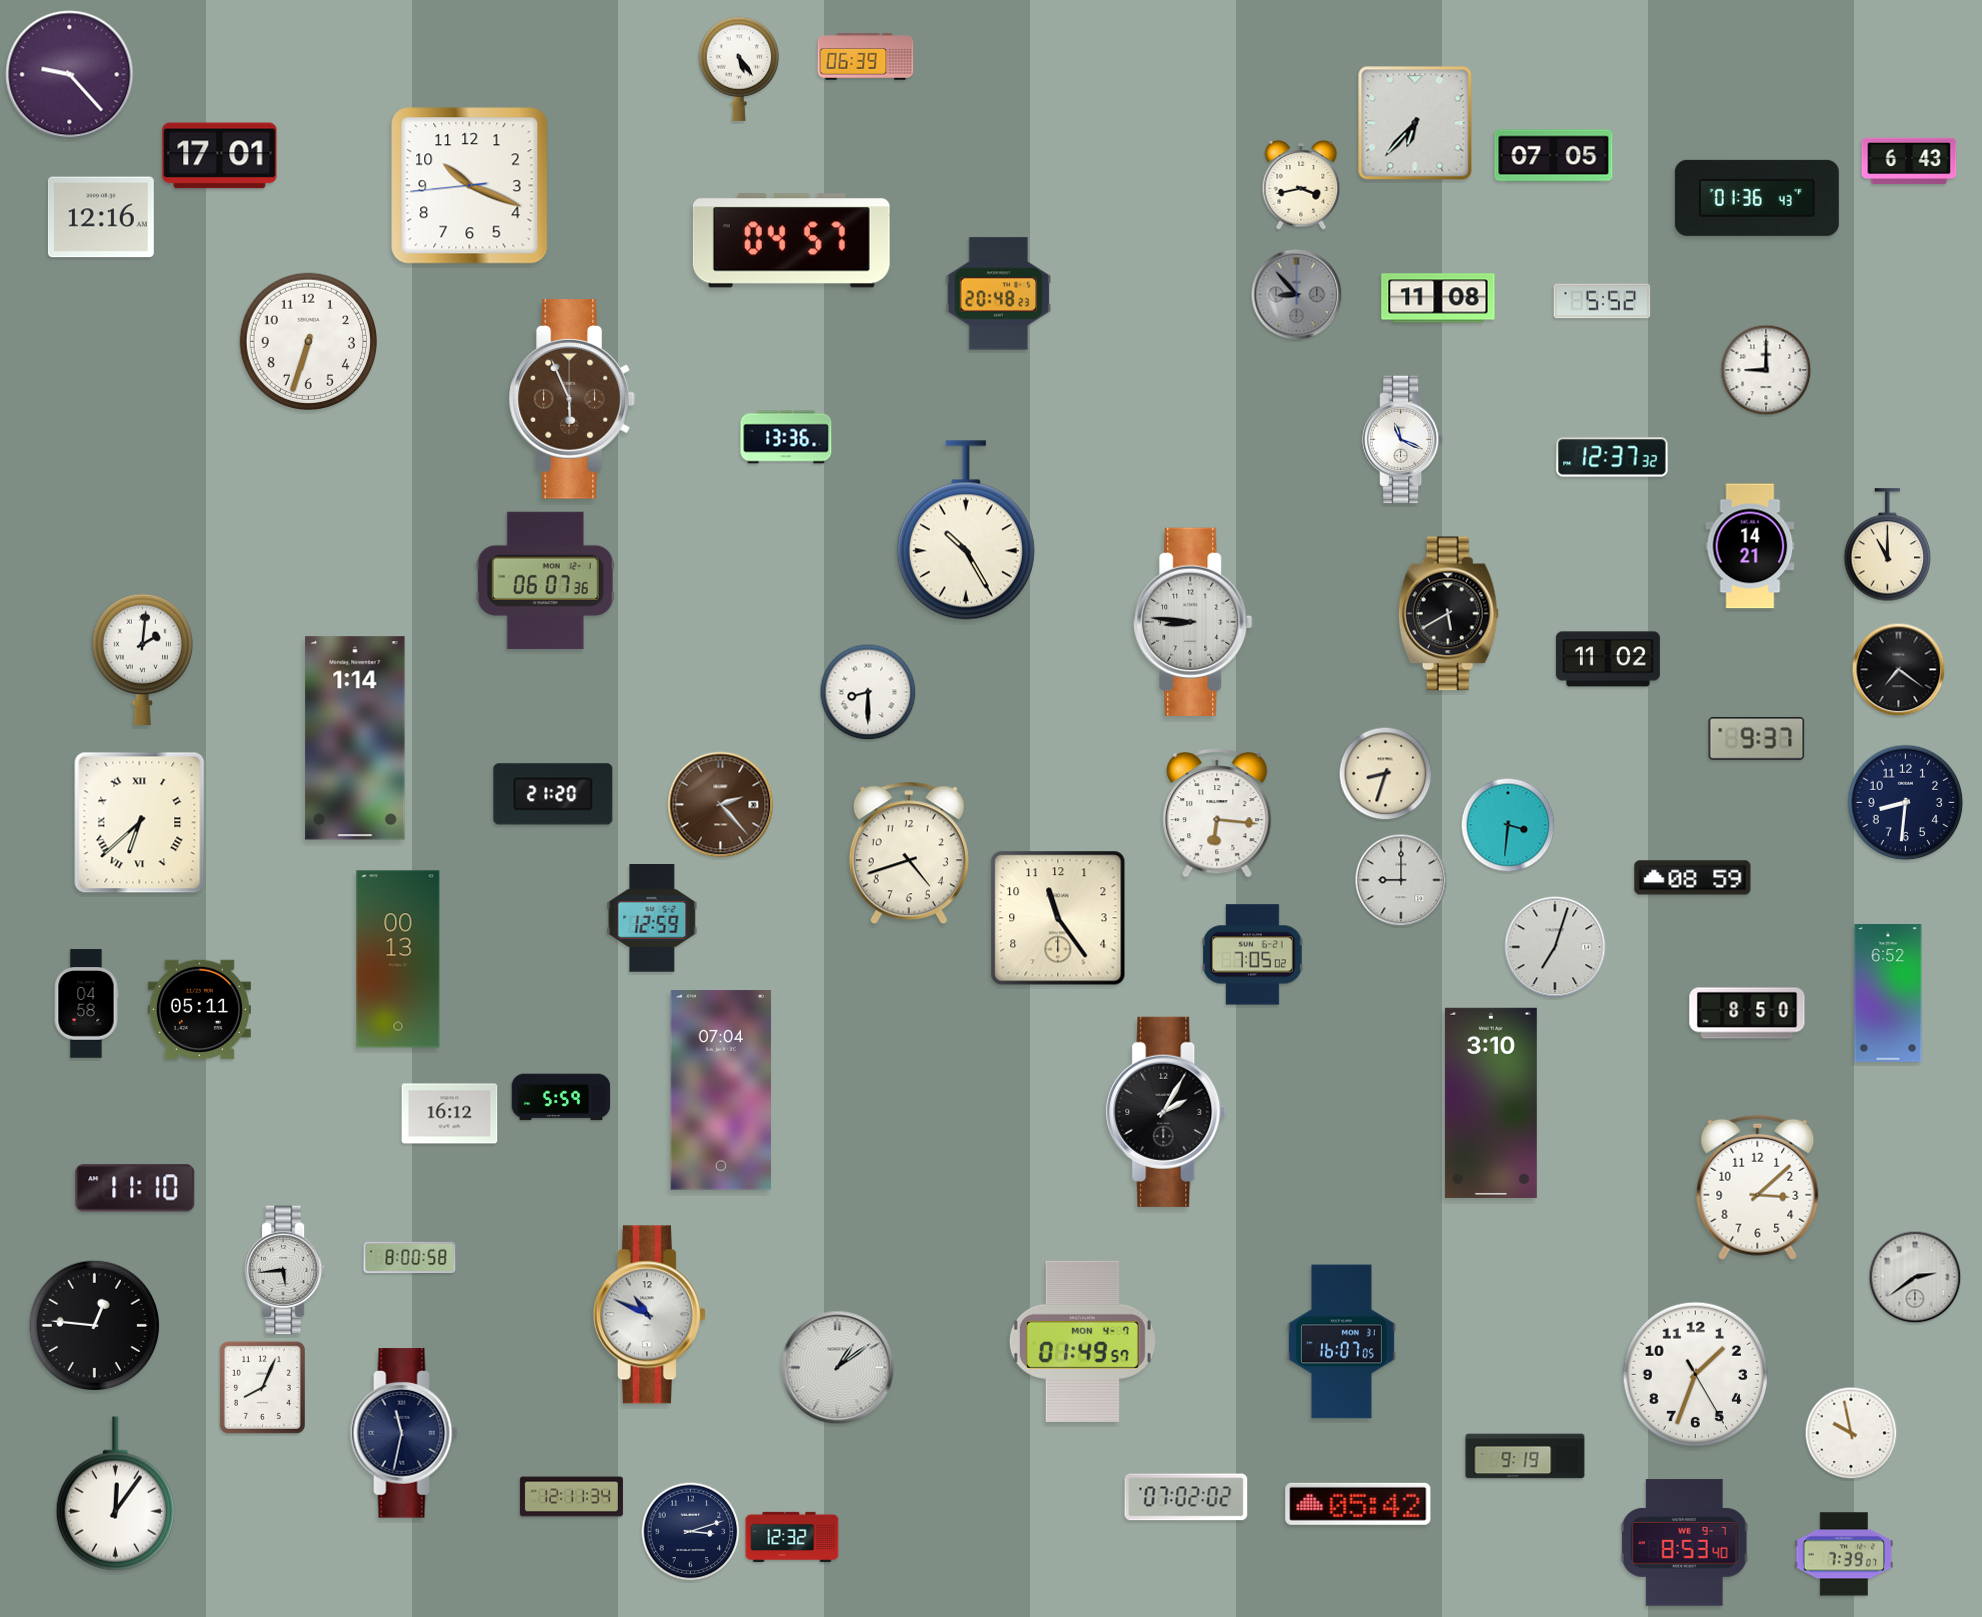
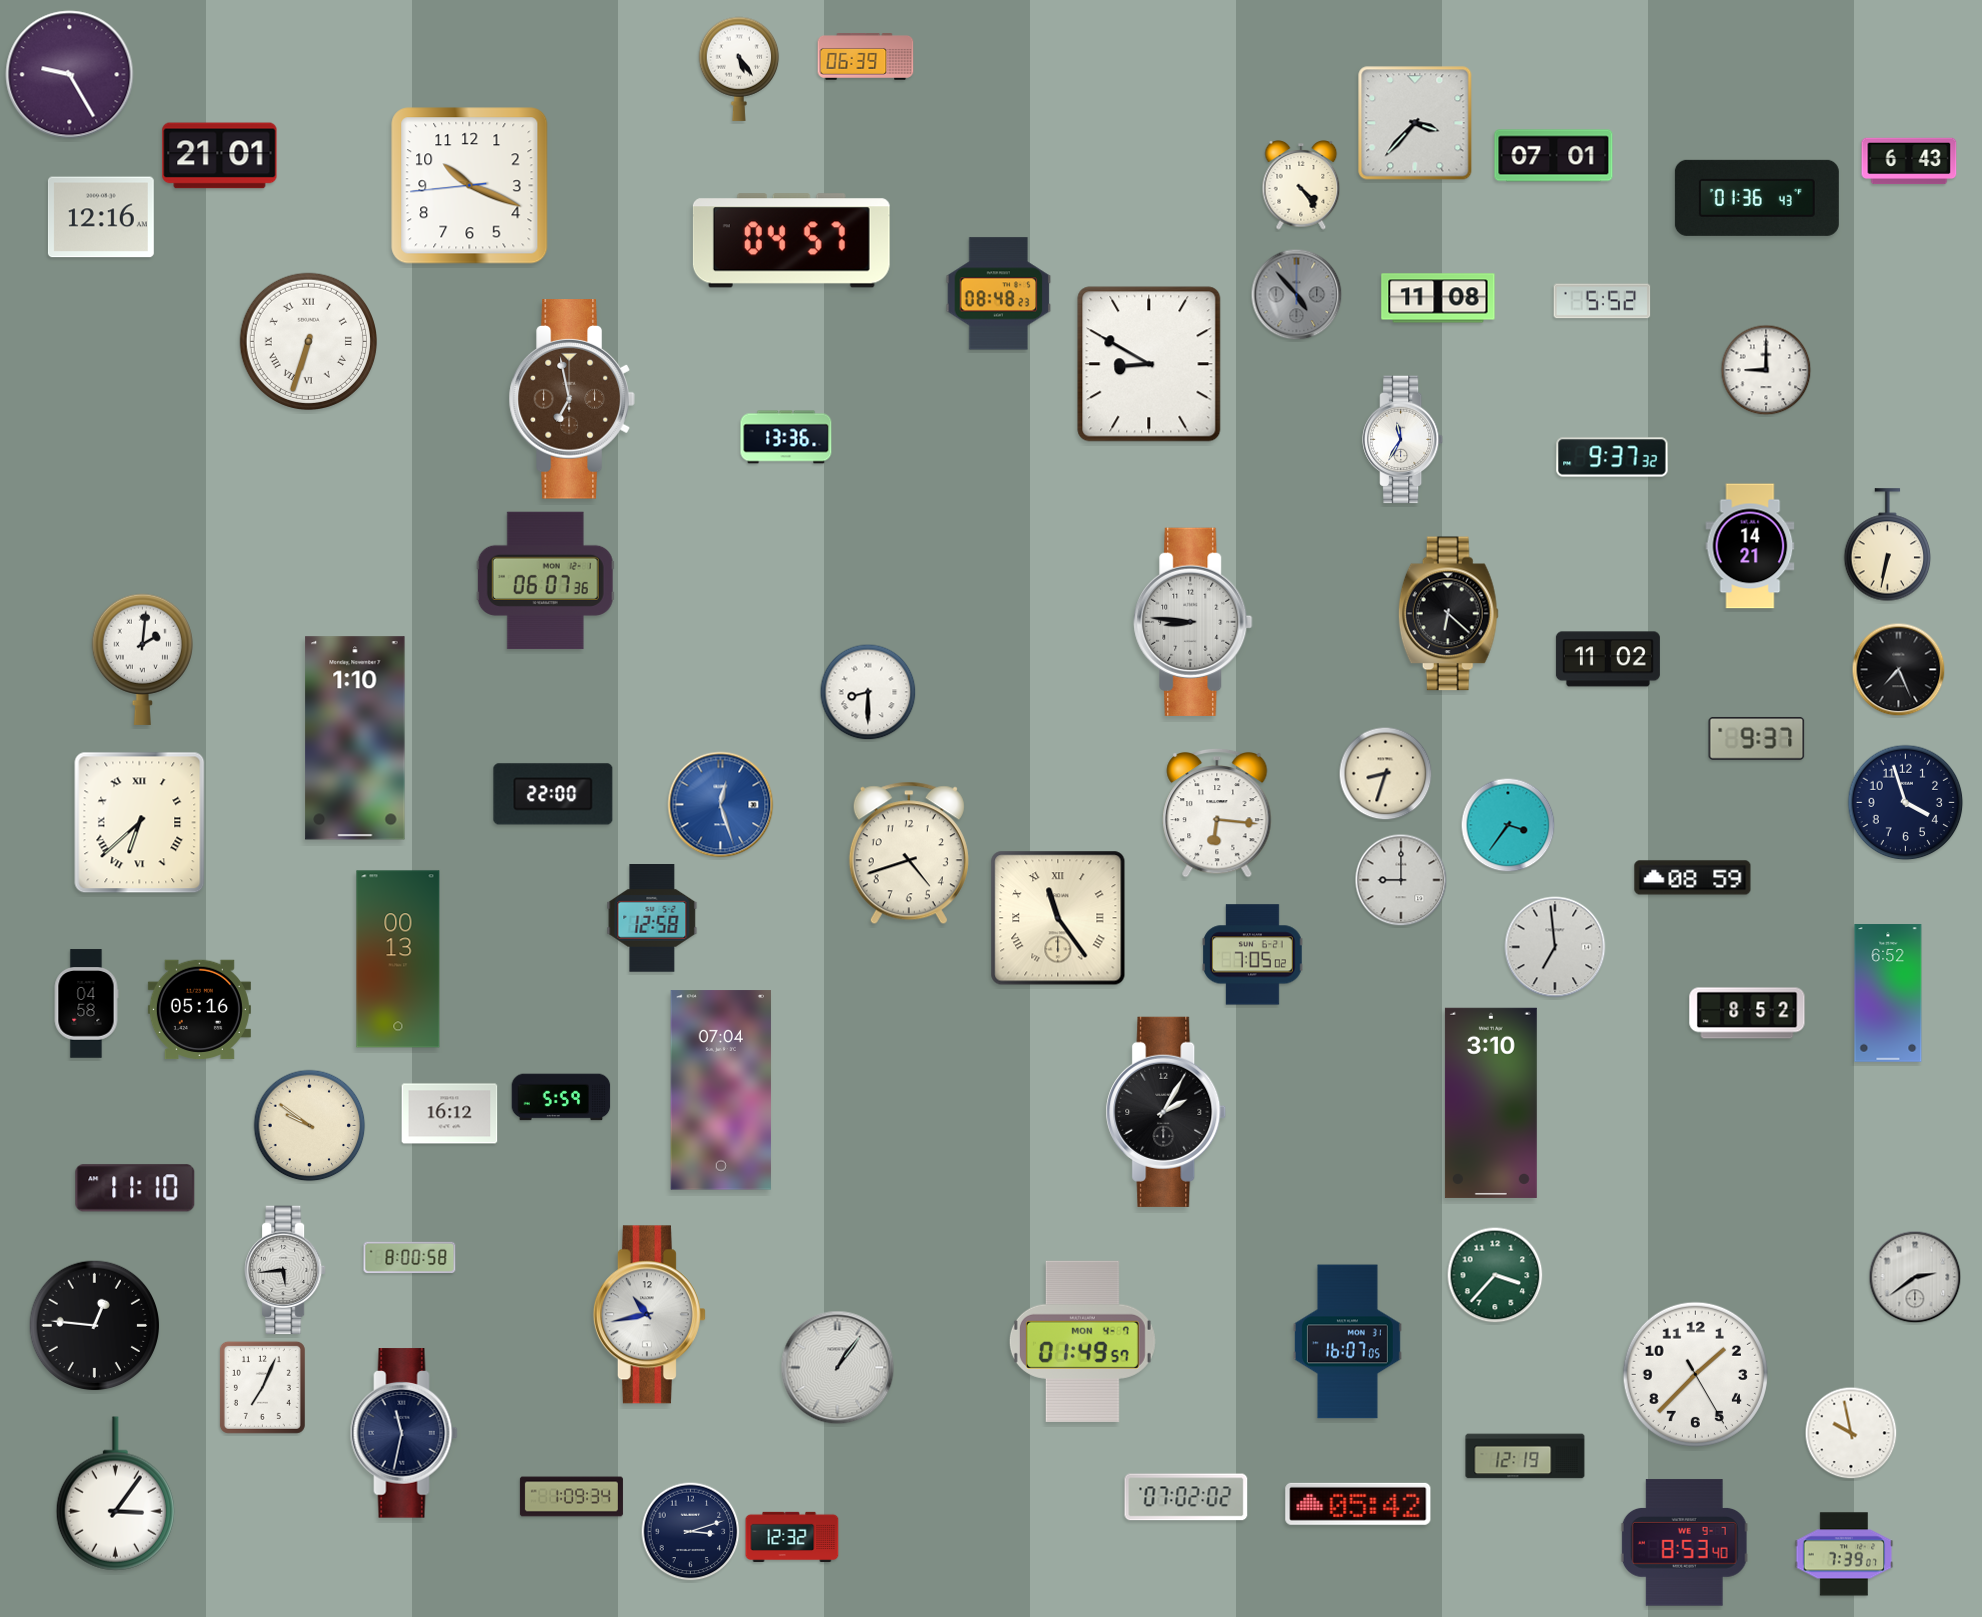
clock at (70, 75): 9:23 -> 9:25
clock at (1415, 123): 6:37 -> 3:37
clock at (220, 156): 17:01 -> 21:01
clock at (1554, 156): 07:05 -> 07:01
clock at (1301, 185): 3:43 -> 4:24
clock at (999, 294): 20:48 -> 08:48
clock at (1297, 295): 8:53 -> 4:53
clock at (308, 341) numerals: Arabic -> Roman
clock at (1149, 364): none -> 8:50
clock at (572, 399): 5:56 -> 6:58
clock at (1404, 440): 11:19 -> 11:35
clock at (1612, 457): 12:37 -> 9:37
clock at (966, 530): 10:25 -> none
clock at (1888, 545): 11:00 -> 6:32
clock at (1448, 614): 5:40 -> 6:22
clock at (1899, 670): 7:21 -> 7:26
clock at (355, 738): 1:14 -> 1:10
clock at (553, 794): 21:20 -> 22:00
clock at (1906, 803): 8:31 -> 3:57
clock at (721, 805): 2:23 -> 12:27
clock at (721, 805) dial: brown -> blue
clock at (1508, 825): 3:31 -> 3:36
clock at (1058, 918) numerals: Arabic -> Roman
clock at (652, 919): 12:59 -> 12:58
clock at (1555, 947): 7:03 -> 6:59
clock at (199, 1010): 05:11 -> 05:16
clock at (1747, 1013): 8:50 -> 8:52
clock at (310, 1126): none -> 9:51
clock at (1758, 1187): 3:08 -> none
clock at (1495, 1275): none -> 3:37
clock at (649, 1315): 10:49 -> 10:43
clock at (1341, 1342) position: (1341, 1342) -> (1347, 1342)
clock at (838, 1368): 1:09 -> 1:06
clock at (1695, 1374): 1:33 -> 1:37
clock at (262, 1387): 8:04 -> 7:04
clock at (1525, 1456): 9:19 -> 12:19
clock at (115, 1494): 12:06 -> 3:06
clock at (571, 1497): 12:11 -> 1:09
